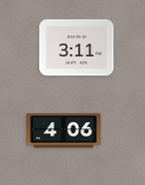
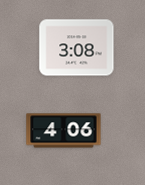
clock at (77, 48): 3:11 -> 3:08
